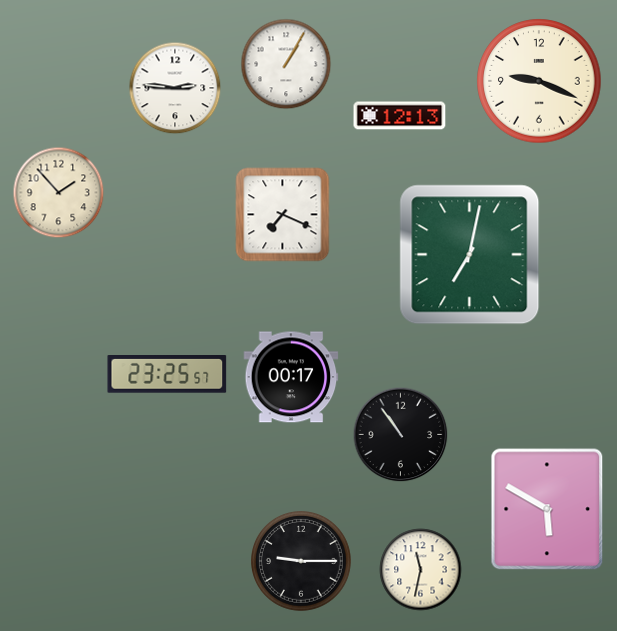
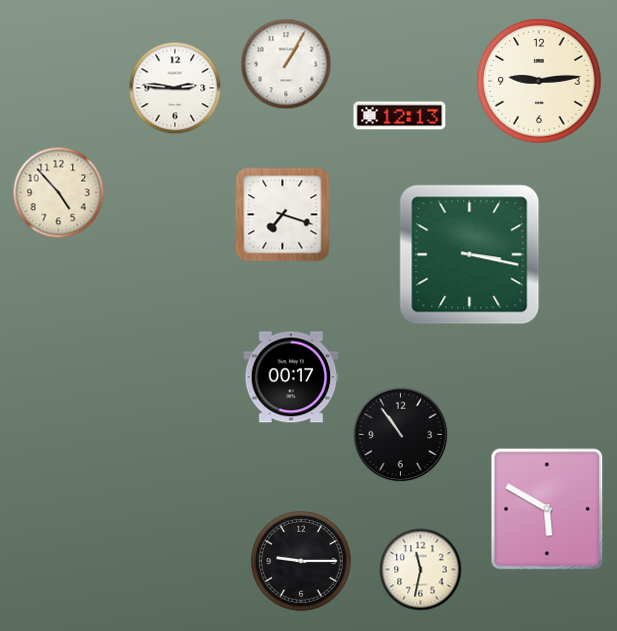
clock at (539, 81): 9:19 -> 9:14
clock at (59, 193): 1:53 -> 4:53
clock at (283, 215): 7:19 -> 7:18
clock at (470, 255): 7:02 -> 3:17
clock at (167, 375): 23:25 -> none
